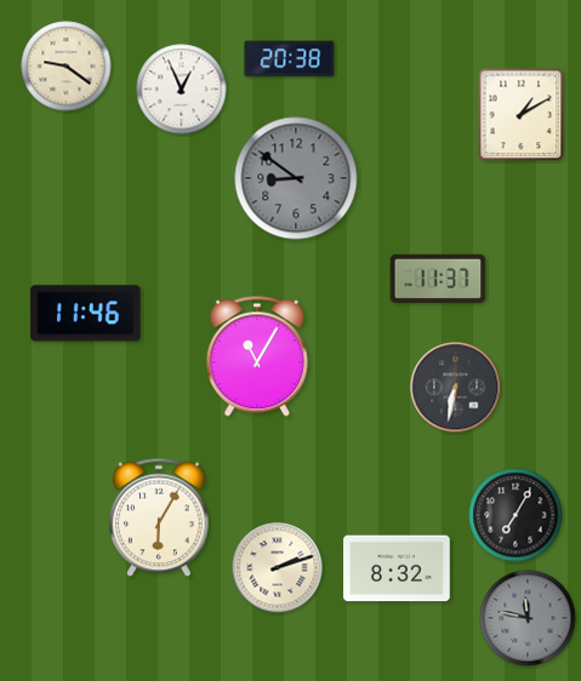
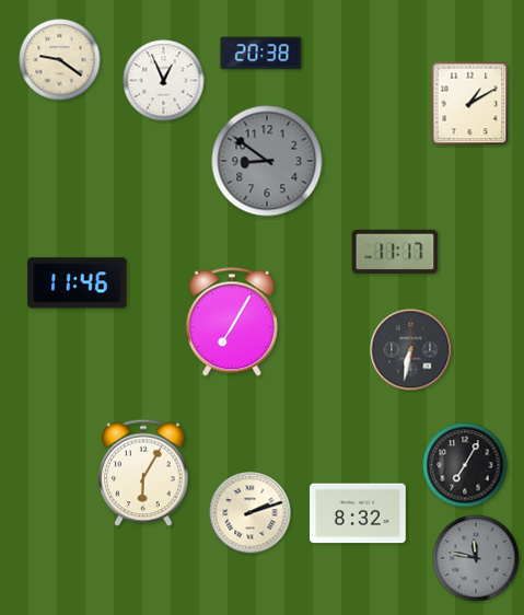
clock at (438, 279): 11:37 -> 11:17
clock at (257, 356): 11:05 -> 7:05
clock at (159, 517) position: (159, 517) -> (143, 473)
